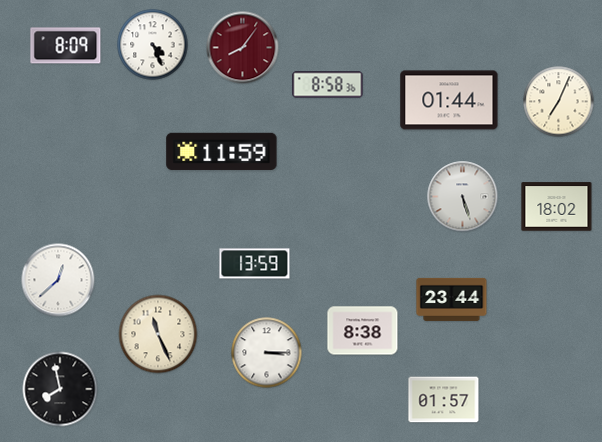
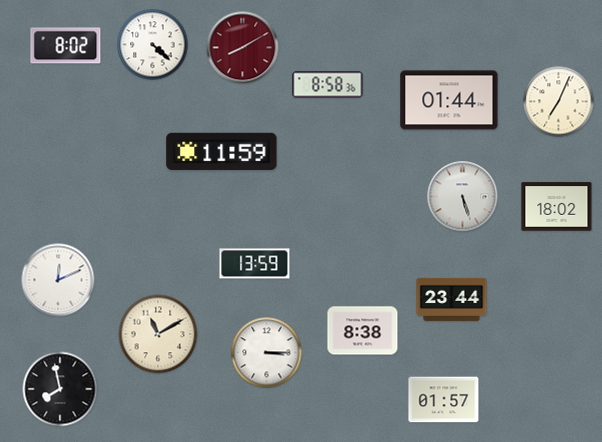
clock at (153, 45): 4:26 -> 4:22
clock at (66, 46): 8:09 -> 8:02
clock at (243, 48): 8:06 -> 8:10
clock at (58, 280): 12:38 -> 12:11
clock at (158, 334): 11:26 -> 11:10
